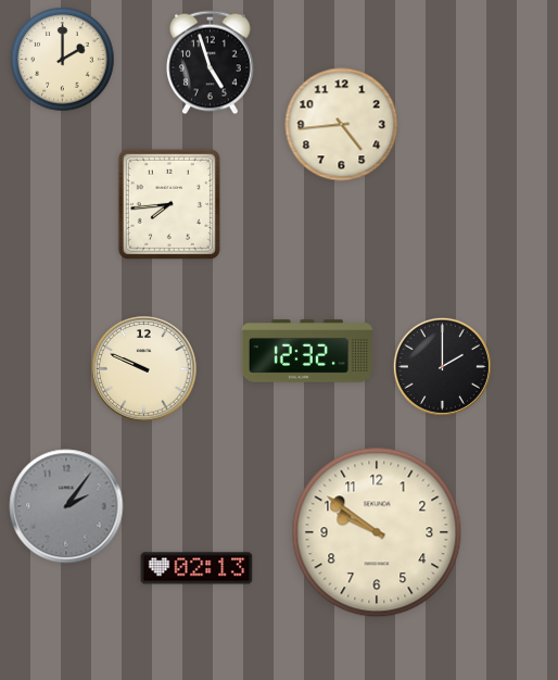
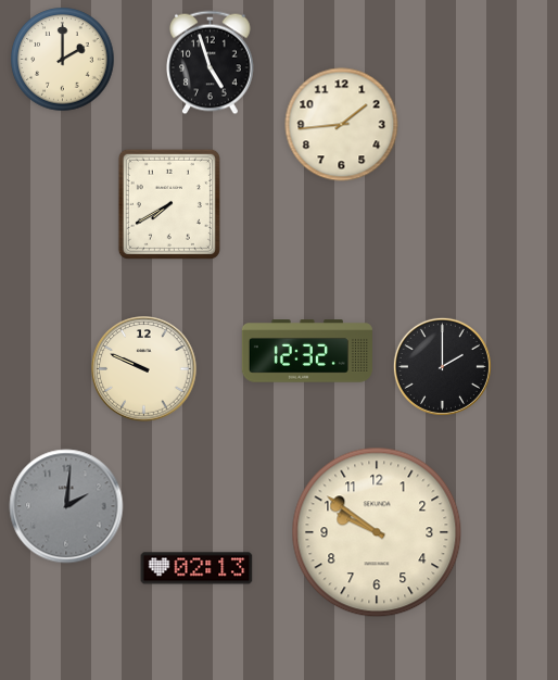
clock at (342, 125): 4:44 -> 1:44
clock at (169, 204): 7:44 -> 7:40
clock at (66, 506): 2:06 -> 2:01
